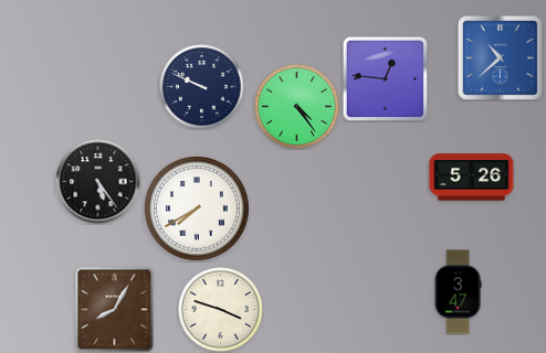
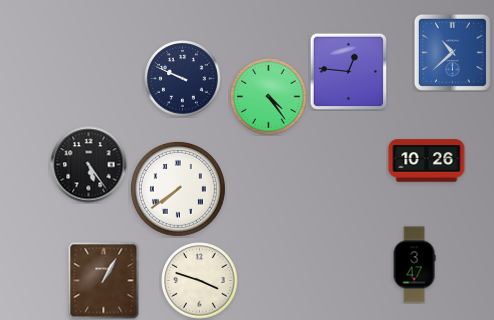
clock at (472, 178): 5:26 -> 10:26
clock at (197, 208): 7:40 -> 7:39
clock at (115, 310): 8:05 -> 1:05
